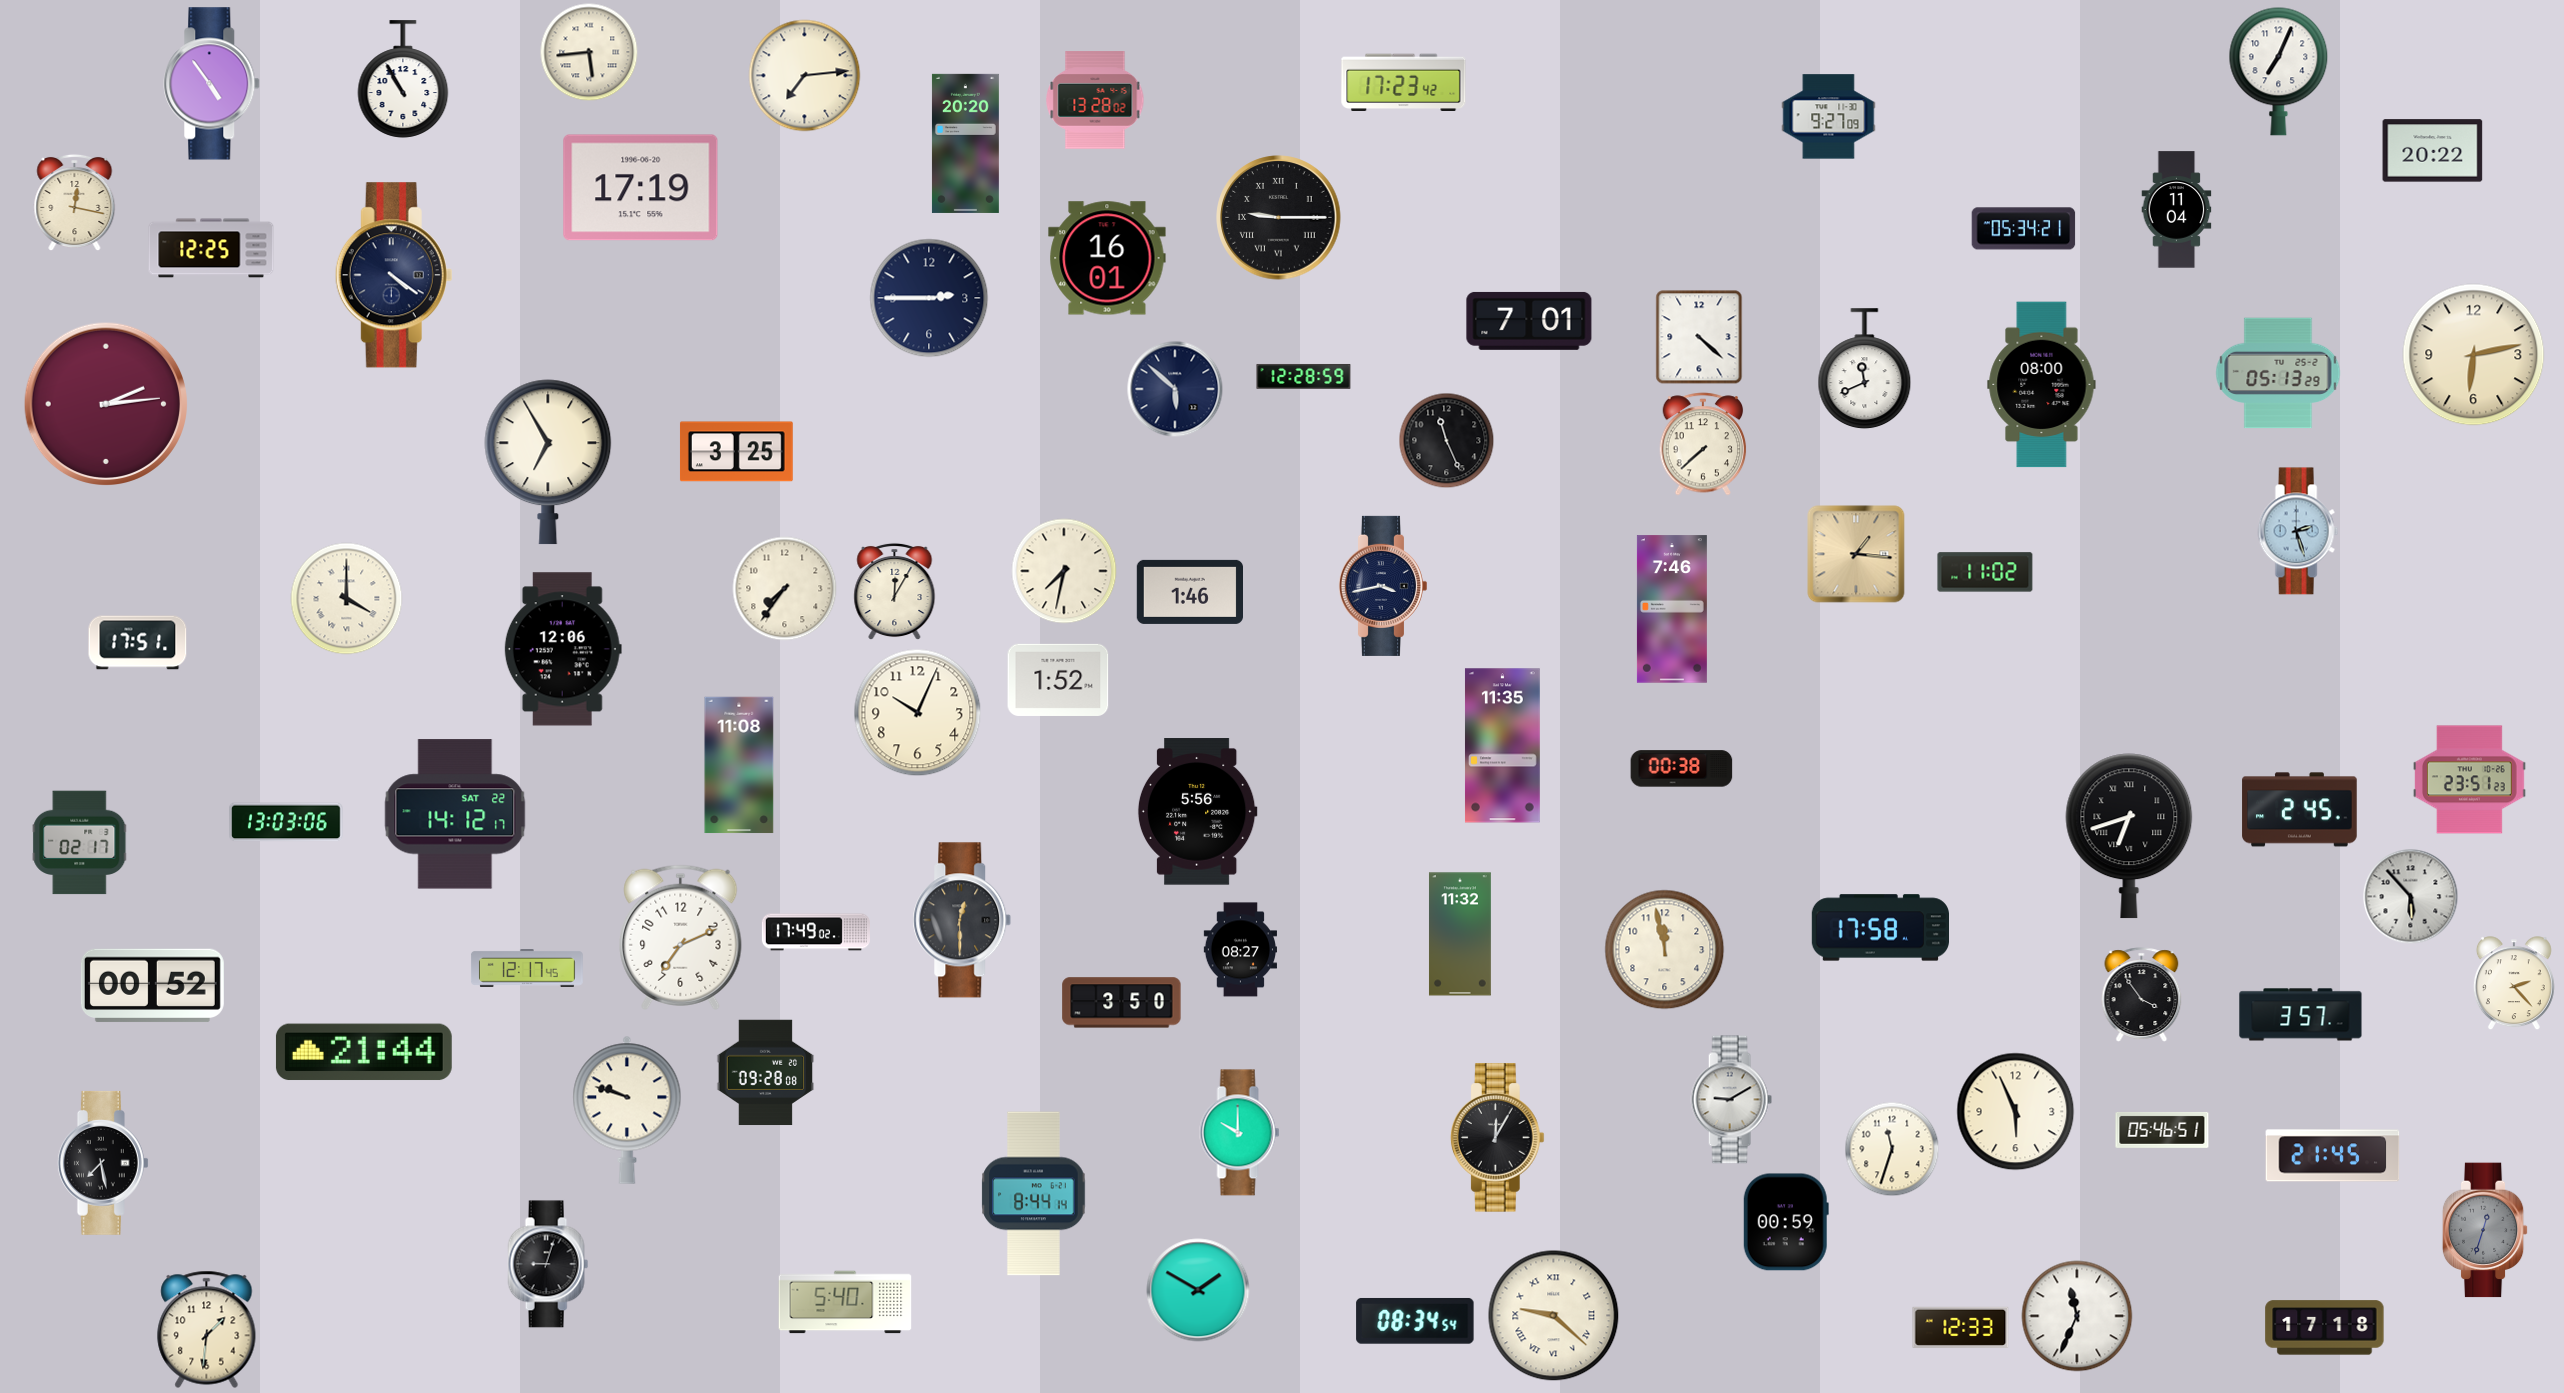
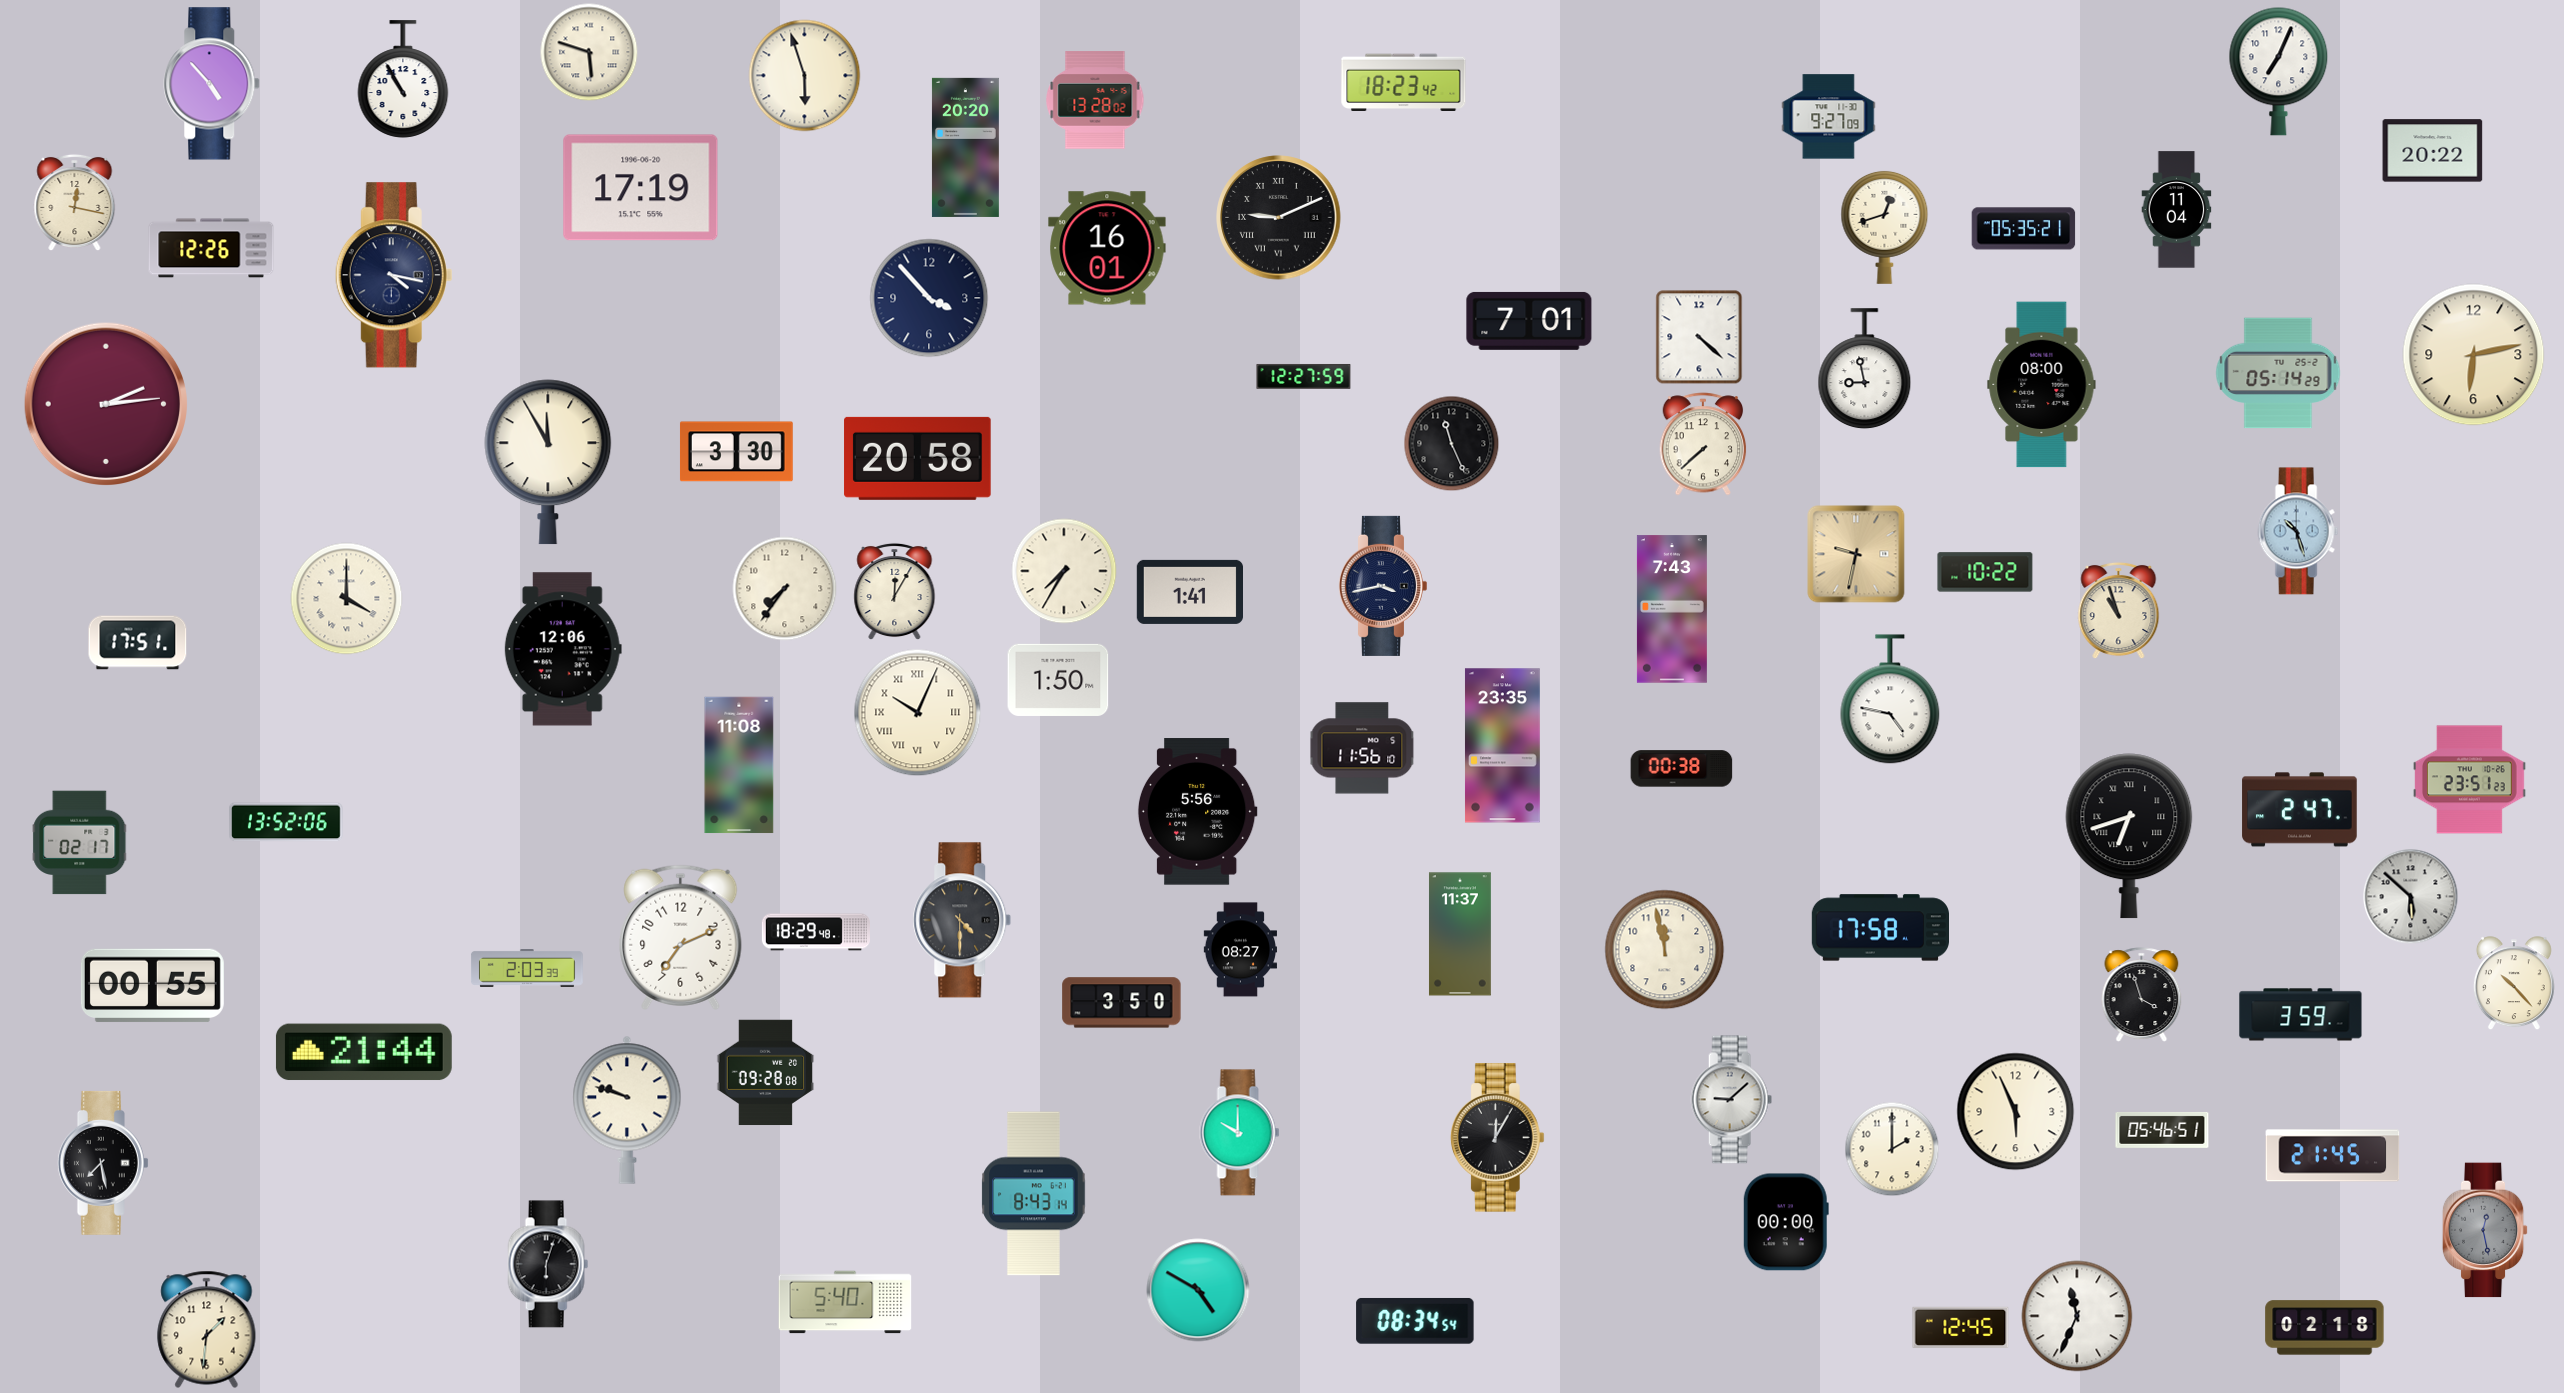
clock at (589, 52): 5:44 -> 5:48
clock at (805, 76): 7:14 -> 5:57
clock at (1404, 83): 17:23 -> 18:23
clock at (212, 84): 4:54 -> 4:53
clock at (965, 143) position: (965, 143) -> (965, 147)
clock at (1279, 218): 9:15 -> 9:11
clock at (1885, 227): none -> 12:42
clock at (2024, 229): 05:34 -> 05:35
clock at (211, 248): 12:25 -> 12:26
clock at (1107, 258) position: (1107, 258) -> (1107, 248)
clock at (394, 275): 4:21 -> 4:17
clock at (929, 298): 2:45 -> 3:53
clock at (1865, 369): 11:41 -> 8:58
clock at (2278, 373): 05:13 -> 05:14
clock at (1304, 376): 12:28 -> 12:27
clock at (1175, 389): 5:52 -> none
clock at (1447, 441) position: (1447, 441) -> (1452, 444)
clock at (736, 452): 3:25 -> 3:30
clock at (918, 458): none -> 20:58
clock at (548, 462): 6:55 -> 11:55
clock at (2298, 531): 2:27 -> 10:27
clock at (1856, 554): 1:16 -> 9:32
clock at (1064, 571): 7:32 -> 7:35
clock at (1985, 572): 11:02 -> 10:22
clock at (1189, 592): 1:46 -> 1:41
clock at (1672, 609): 7:46 -> 7:43
clock at (2119, 611): none -> 10:57
clock at (1058, 680): 1:52 -> 1:50
clock at (1890, 699): none -> 4:47
clock at (918, 713) numerals: Arabic -> Roman
clock at (1502, 746): 11:35 -> 23:35
clock at (1362, 748): none -> 11:56
clock at (2300, 810): 2:45 -> 2:47
clock at (455, 814): 14:12 -> none
clock at (287, 822): 13:03 -> 13:52
clock at (2411, 897): 5:53 -> 5:52
clock at (962, 920): 12:30 -> 4:30
clock at (816, 932): 17:49 -> 18:29
clock at (1460, 934): 11:32 -> 11:37
clock at (527, 969): 12:17 -> 2:03
clock at (2514, 984): 2:23 -> 10:23
clock at (152, 986): 00:52 -> 00:55
clock at (2142, 995): 3:54 -> 3:57
clock at (2301, 1015): 3:57 -> 3:59
clock at (1731, 1100): 9:10 -> 9:08
clock at (1892, 1149): 11:33 -> 2:00
clock at (1034, 1194): 8:44 -> 8:43
clock at (1786, 1222): 00:59 -> 00:00
clock at (2485, 1230): 12:33 -> 12:28
clock at (548, 1264): 9:03 -> 6:03
clock at (1198, 1290): 1:50 -> 4:50
clock at (1554, 1316): 9:22 -> none
clock at (1961, 1327): 12:33 -> 12:45
clock at (2325, 1328): 17:18 -> 02:18
